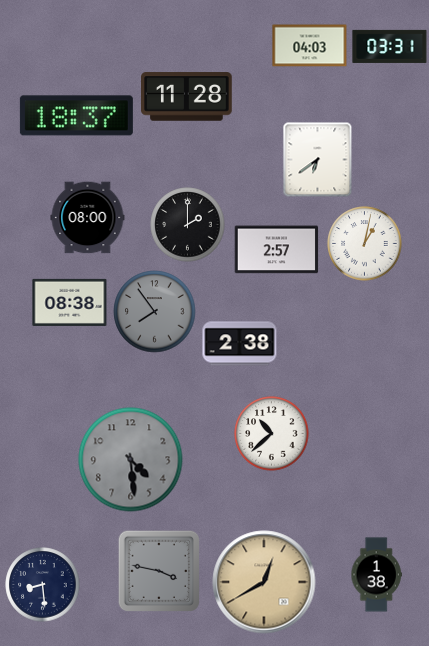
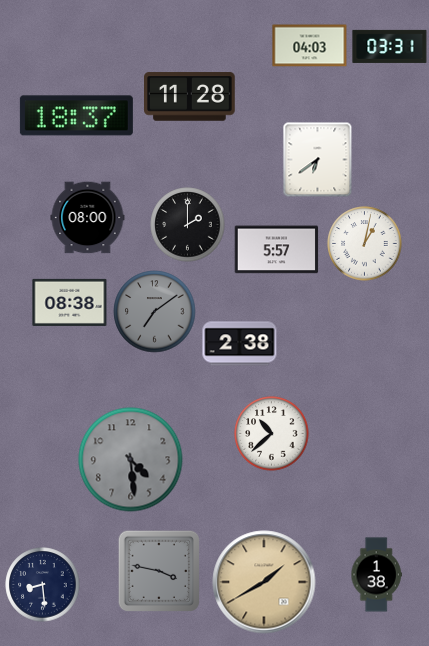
clock at (187, 97) position: (187, 97) -> (190, 97)
clock at (277, 250): 2:57 -> 5:57
clock at (155, 312): 7:54 -> 7:09
clock at (264, 582): 12:40 -> 1:40
